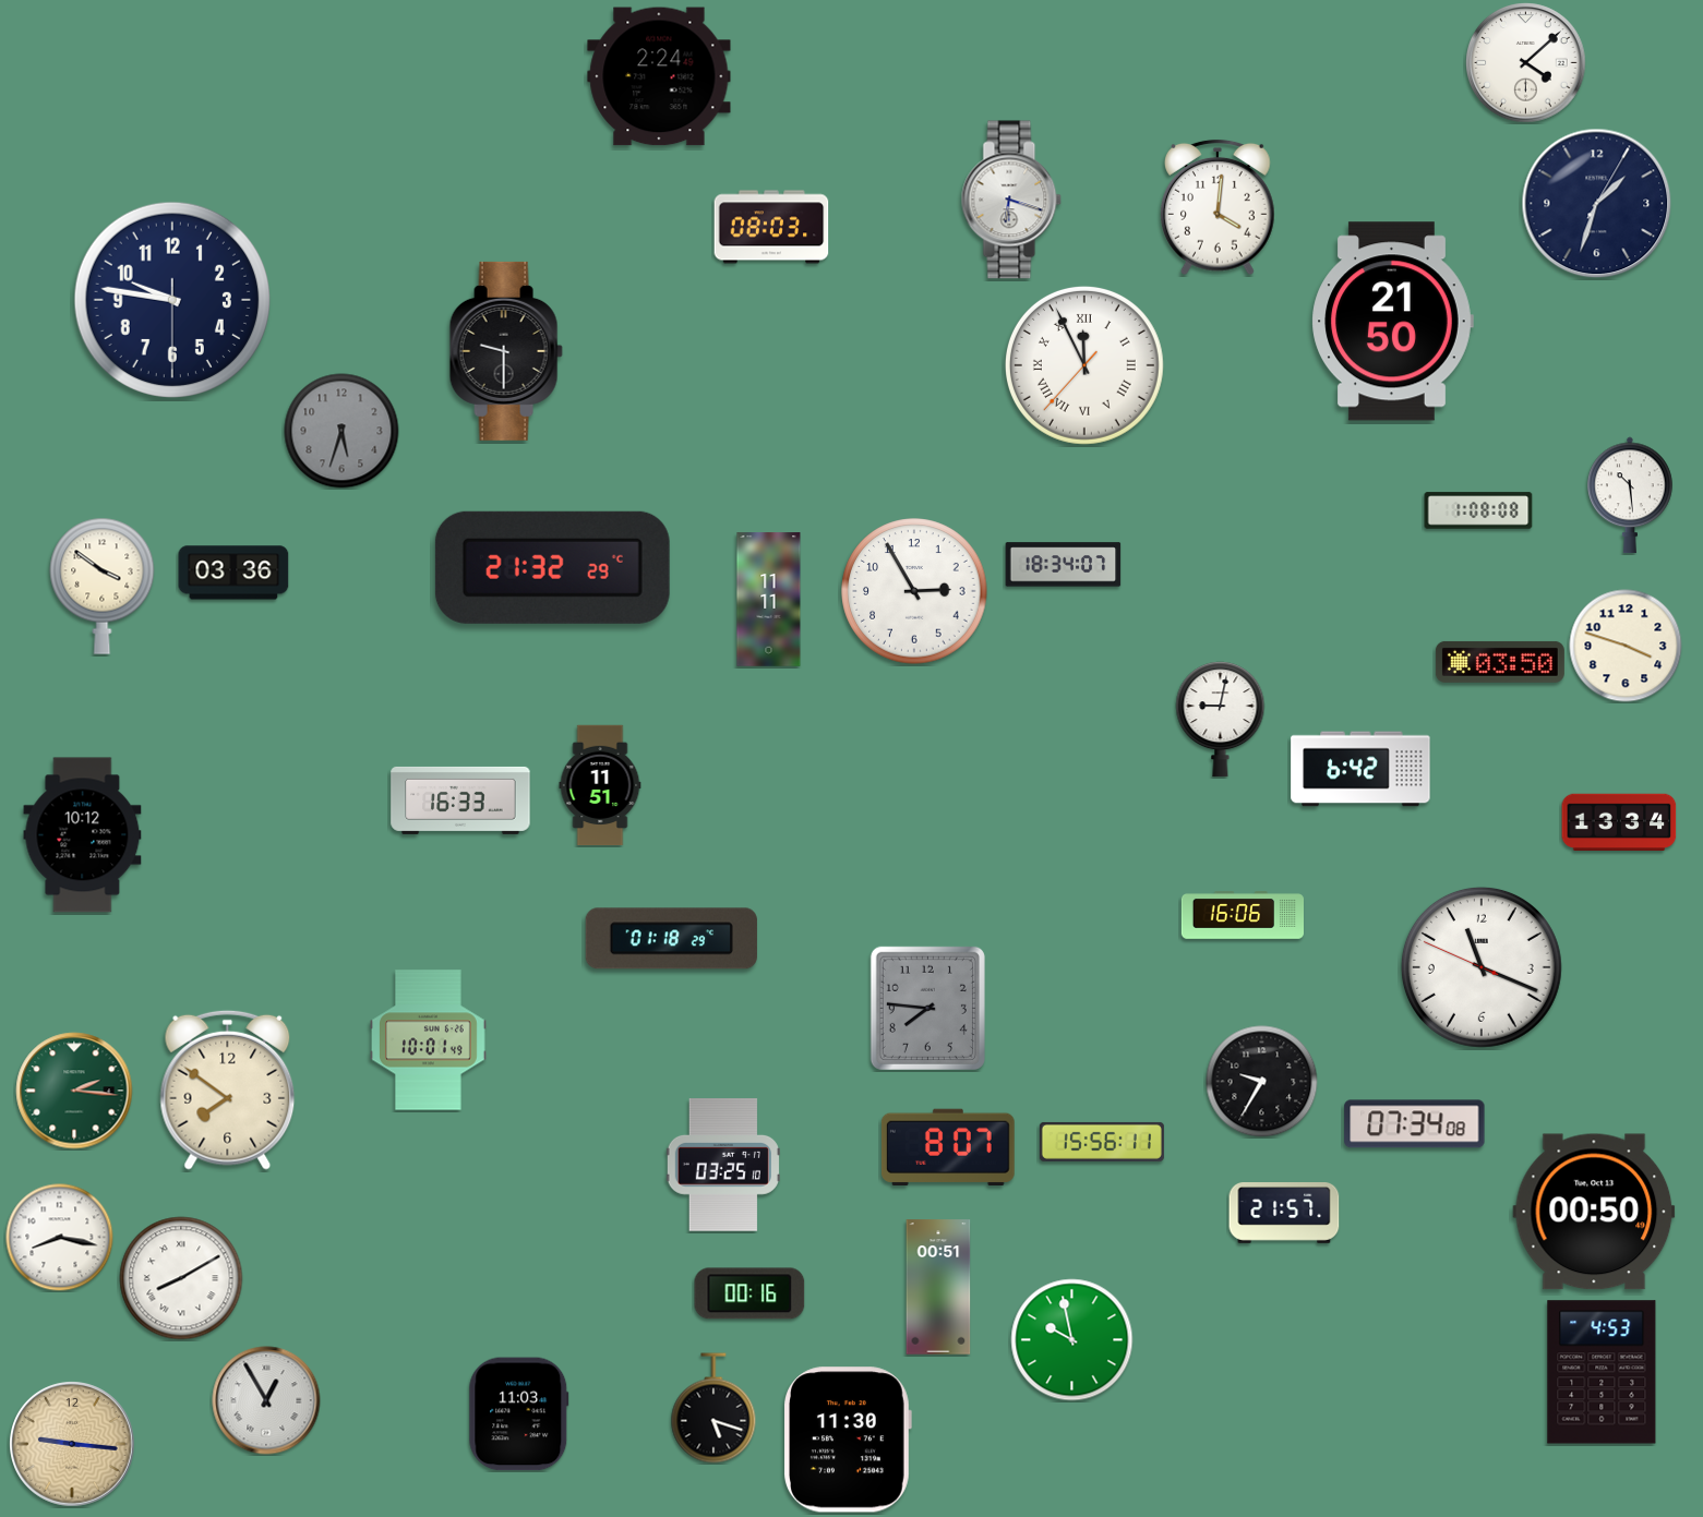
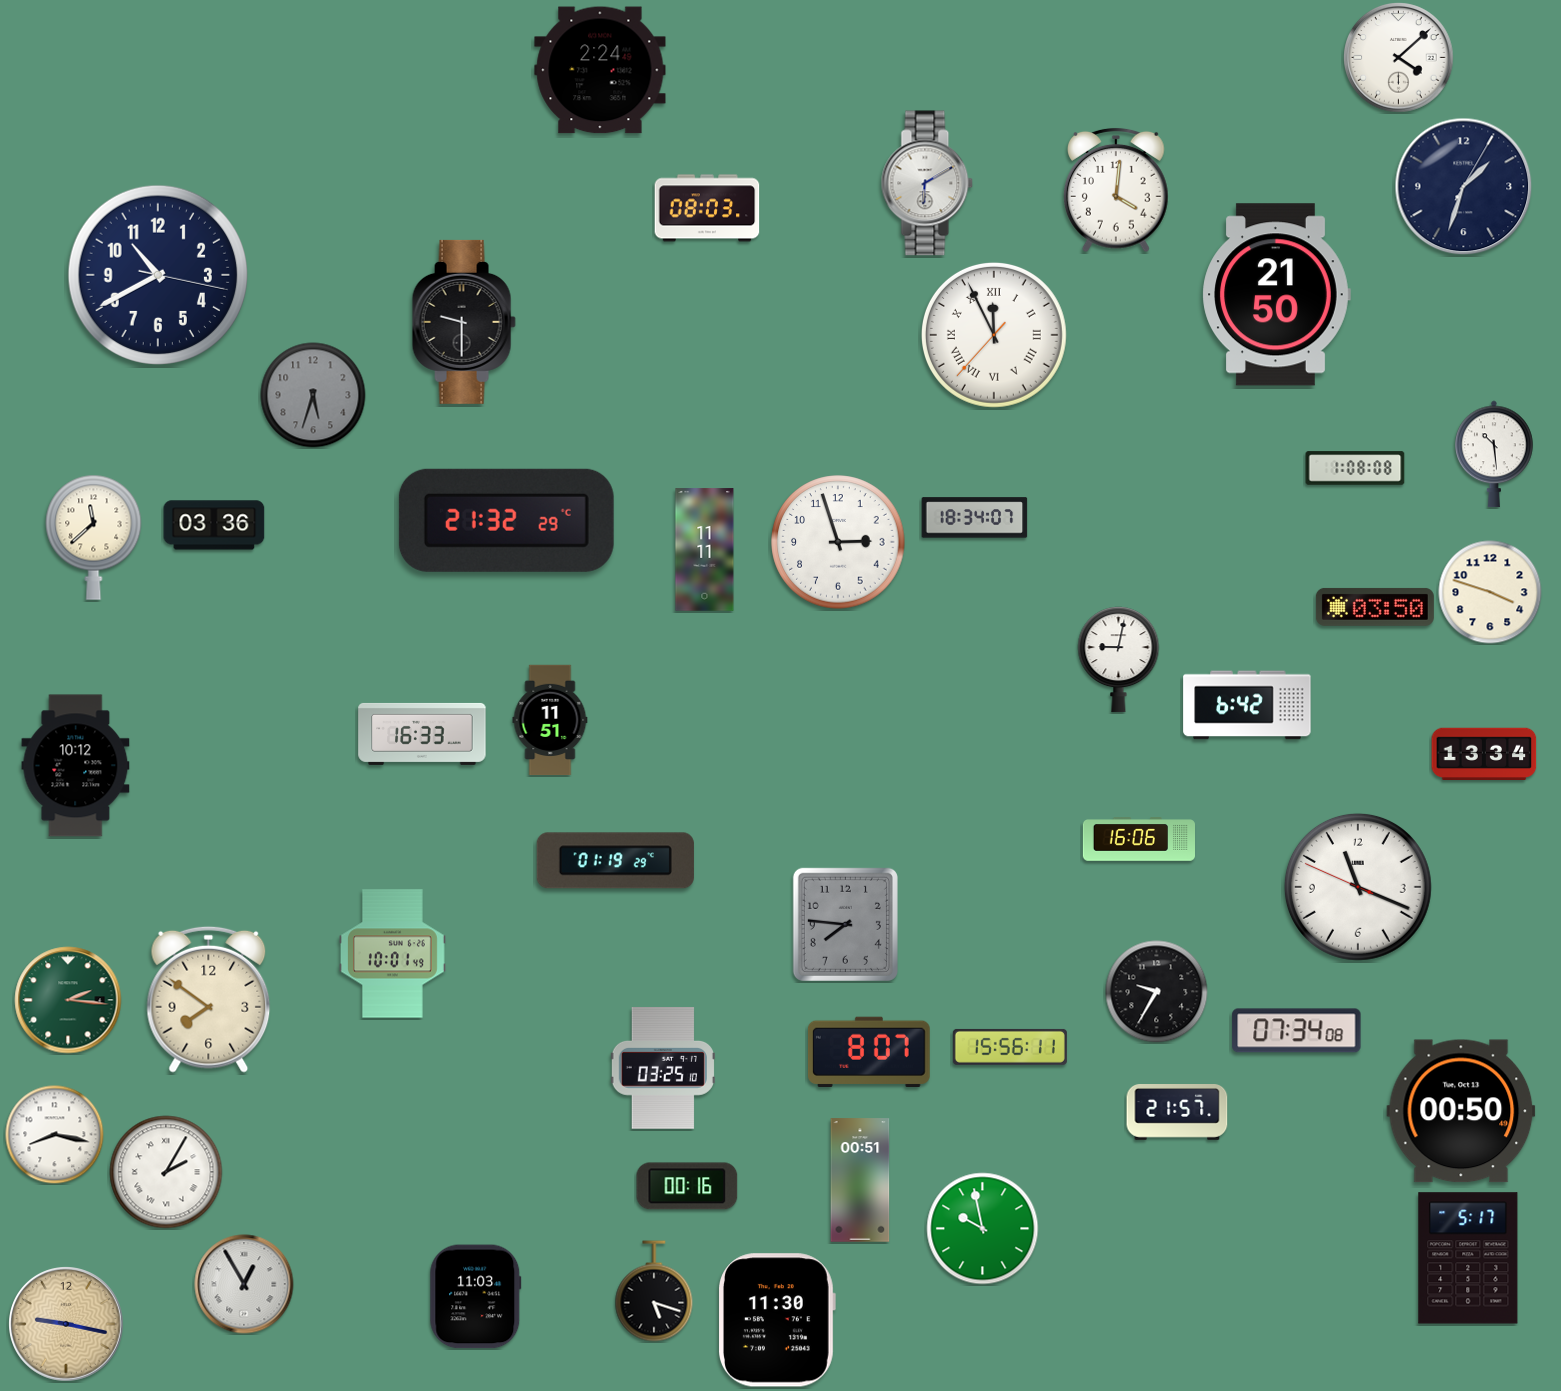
clock at (659, 76) position: (659, 76) -> (600, 70)
clock at (1011, 200): 6:18 -> 6:10
clock at (172, 300): 9:46 -> 10:40
clock at (103, 586): 3:51 -> 11:38
clock at (914, 591): 2:55 -> 2:57
clock at (671, 939): 01:18 -> 01:19
clock at (927, 1008) position: (927, 1008) -> (845, 924)
clock at (181, 1278): 8:10 -> 2:05
clock at (1602, 1372): 4:53 -> 5:17
clock at (73, 1445): 9:16 -> 9:17
